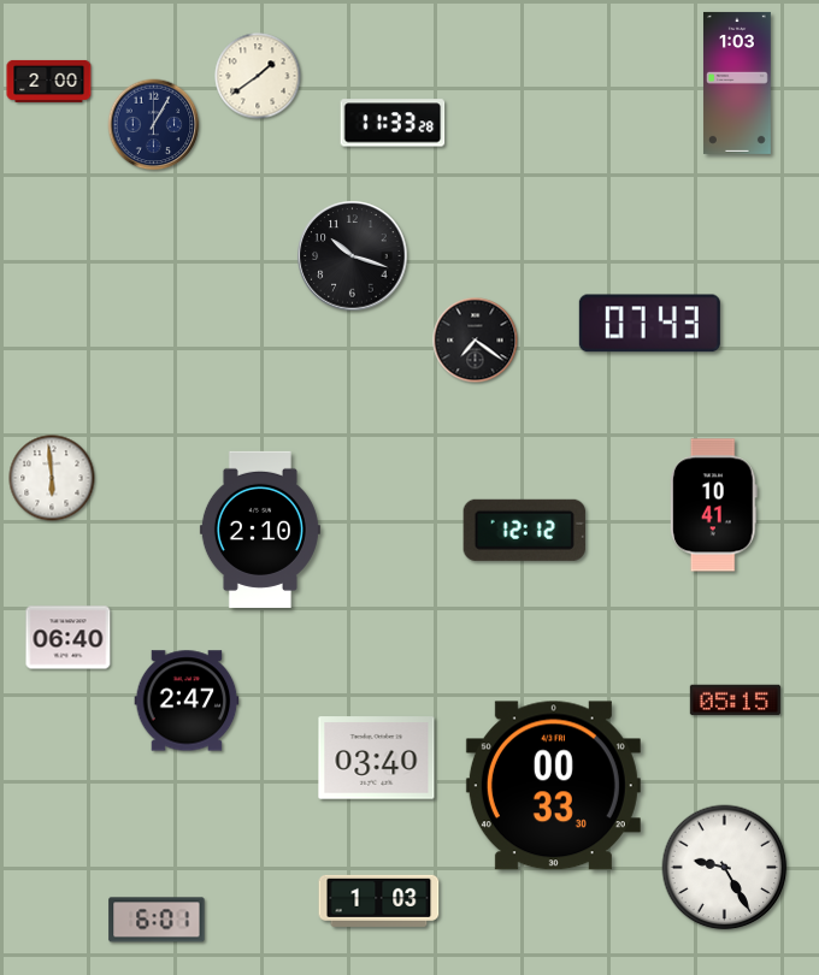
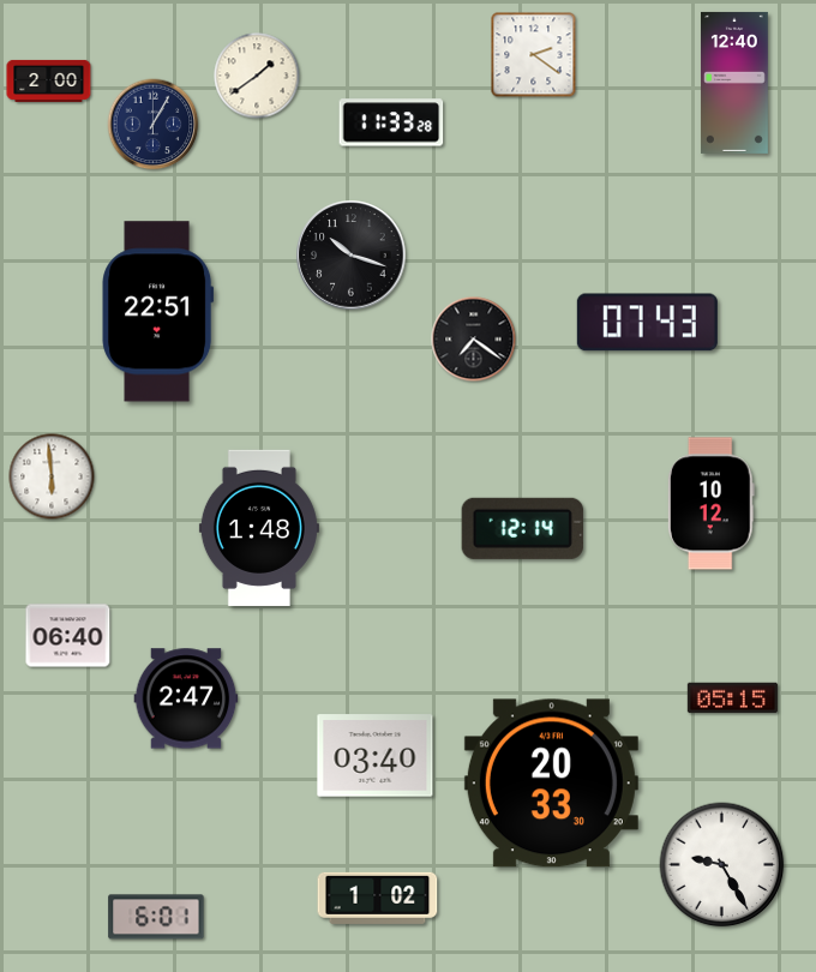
clock at (534, 55): none -> 2:21
clock at (737, 83): 1:03 -> 12:40
clock at (158, 312): none -> 22:51
clock at (713, 506): 10:41 -> 10:12
clock at (260, 530): 2:10 -> 1:48
clock at (524, 530): 12:12 -> 12:14
clock at (553, 786): 00:33 -> 20:33
clock at (379, 900): 1:03 -> 1:02
